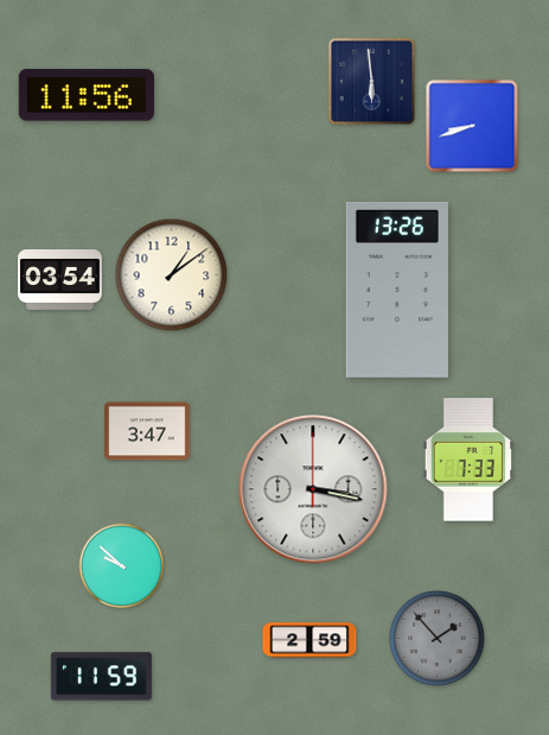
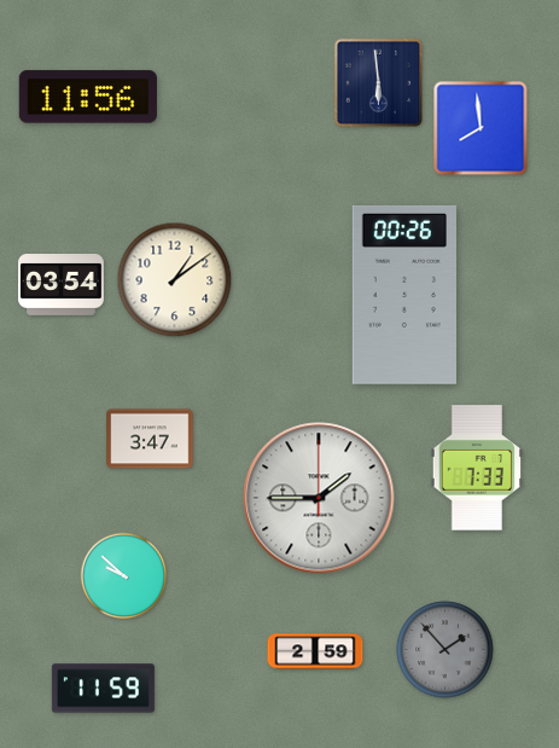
clock at (472, 126): 8:42 -> 7:59
clock at (397, 290): 13:26 -> 00:26
clock at (313, 489): 3:17 -> 1:45
